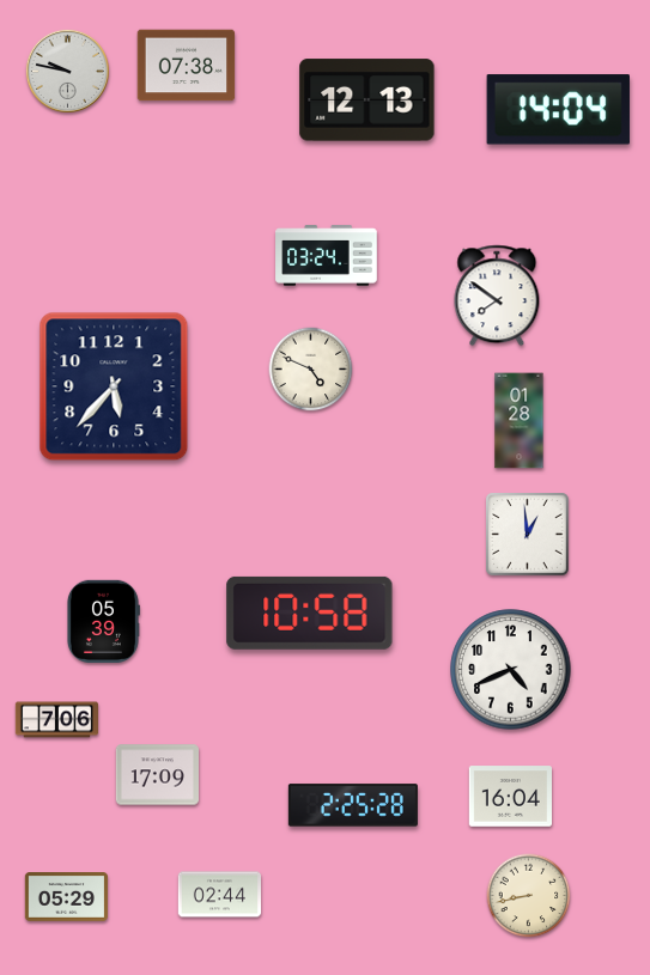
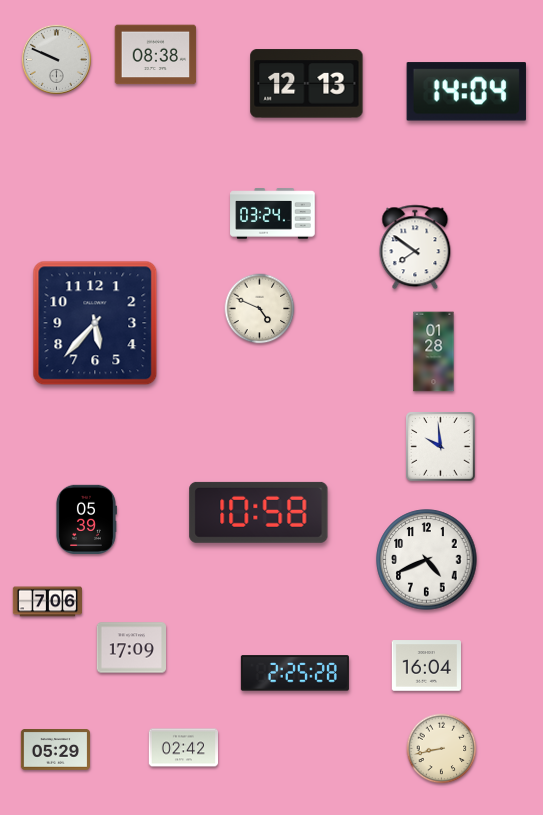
clock at (187, 66): 07:38 -> 08:38
clock at (67, 71): 9:47 -> 9:49
clock at (528, 535): 12:59 -> 9:59
clock at (219, 895): 02:44 -> 02:42
